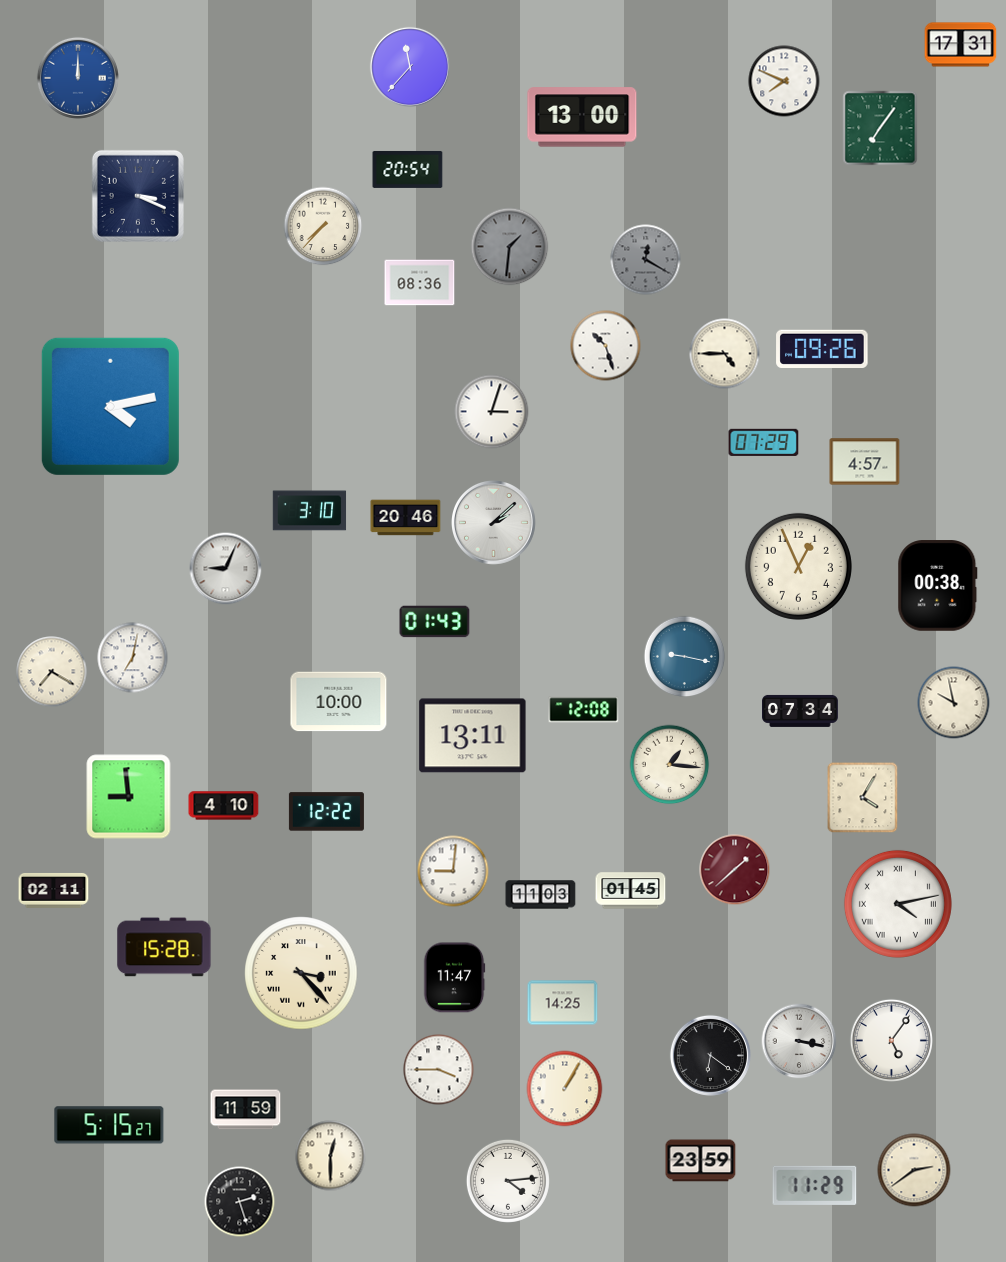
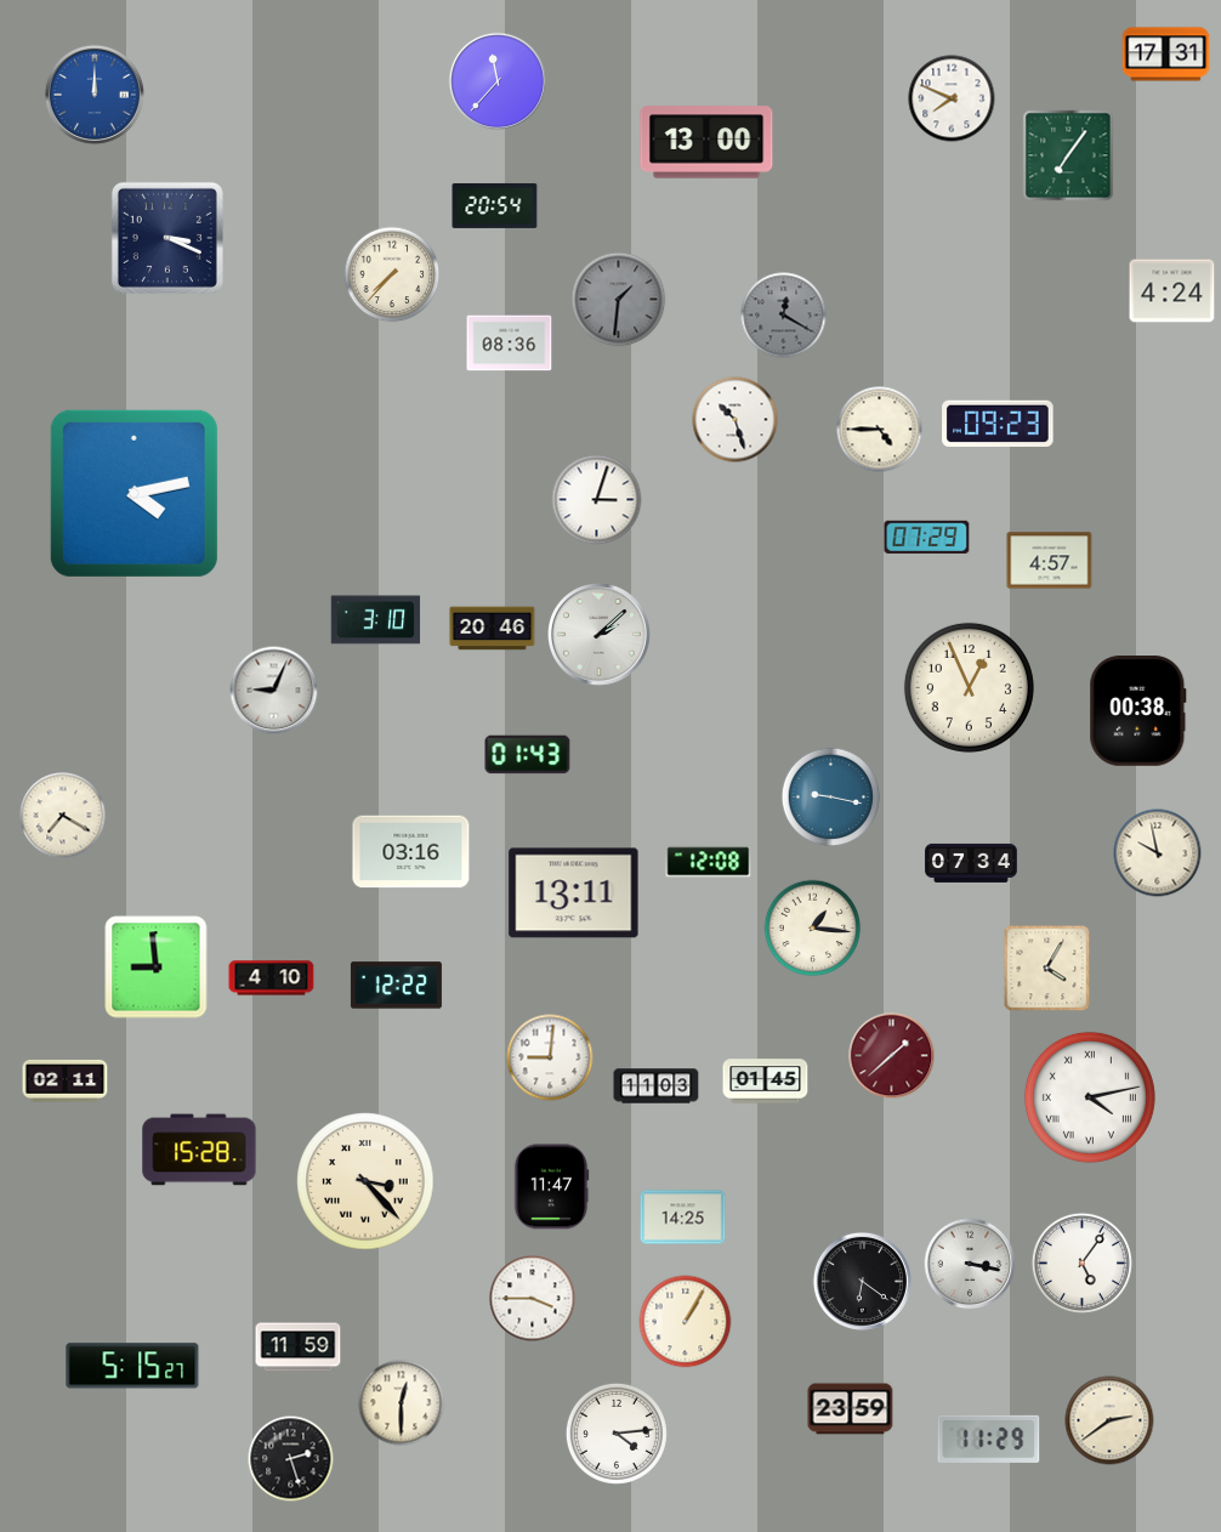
clock at (1172, 291): none -> 4:24
clock at (822, 348): 09:26 -> 09:23
clock at (133, 658): 7:02 -> none
clock at (339, 702): 10:00 -> 03:16
